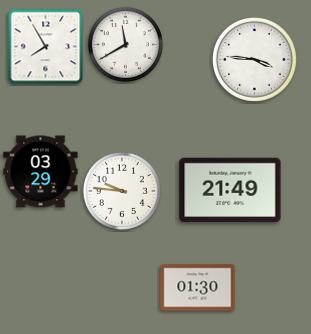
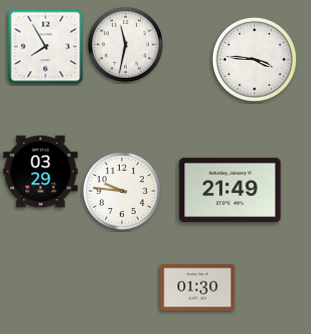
clock at (125, 44): 11:40 -> 11:32
